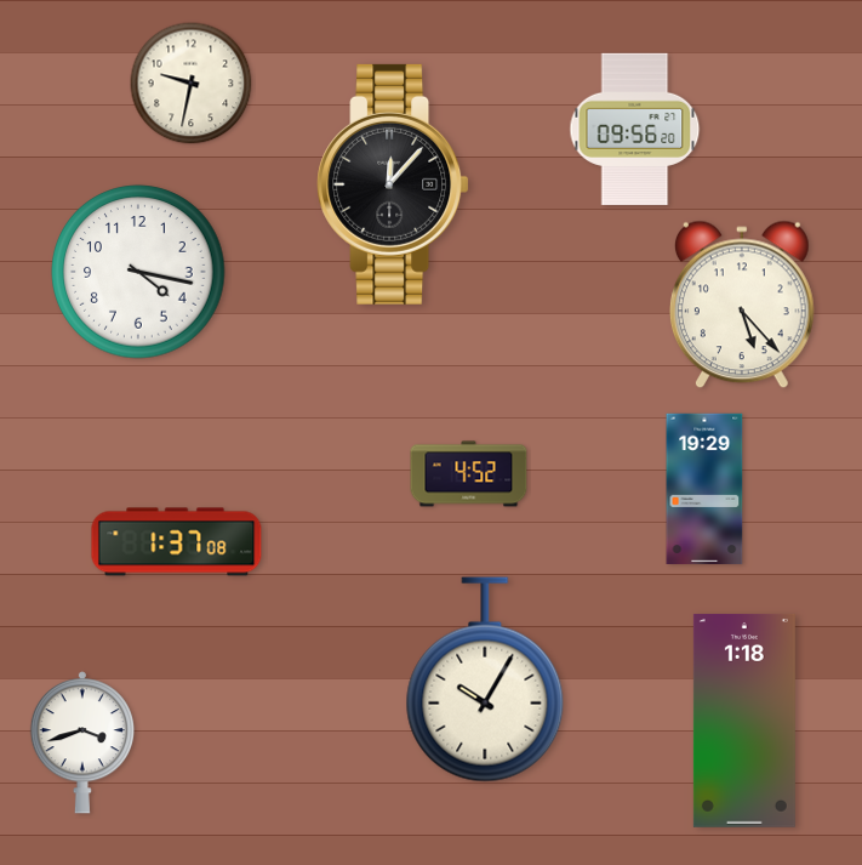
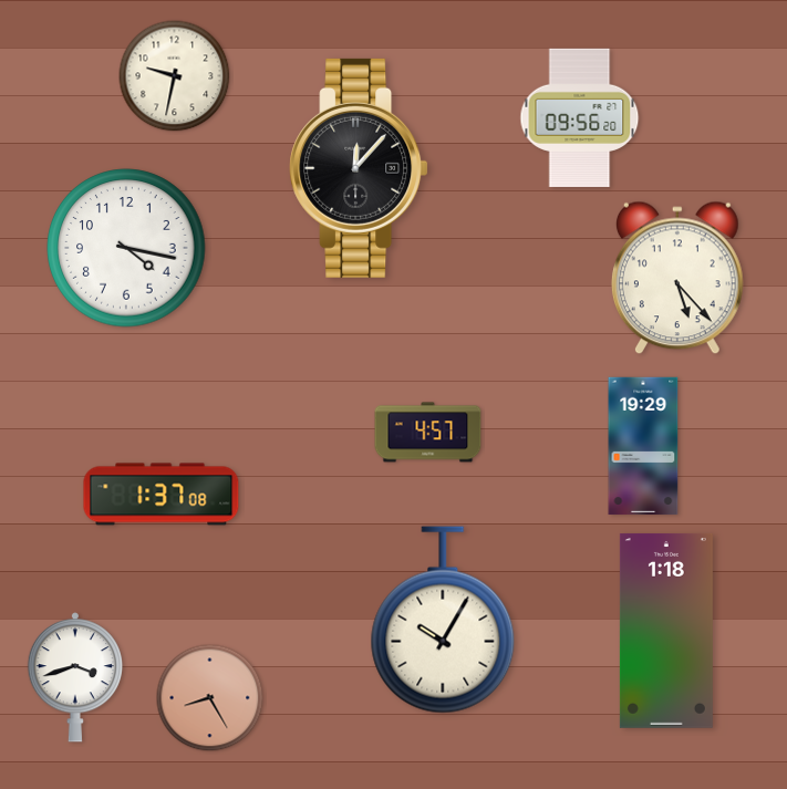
clock at (469, 474): 4:52 -> 4:57
clock at (744, 721) position: (744, 721) -> (666, 631)
clock at (210, 698): none -> 8:25
